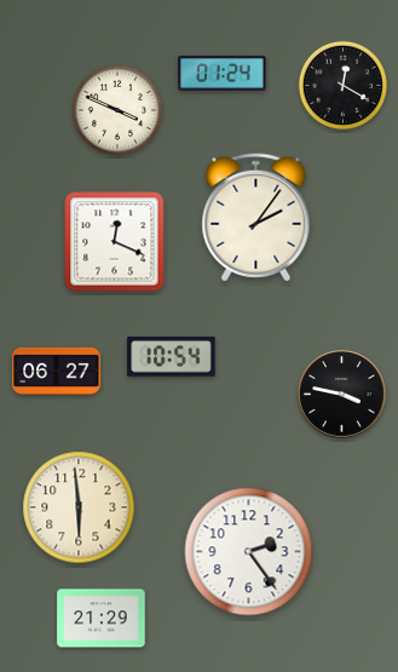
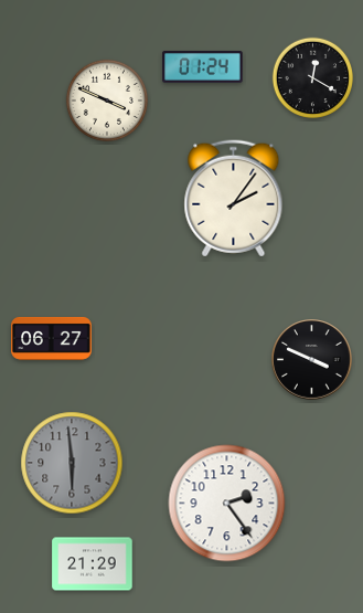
clock at (115, 242): 12:19 -> none
clock at (172, 357): 10:54 -> none
clock at (342, 395): 3:47 -> 3:49
clock at (79, 507) dial: cream -> grey
